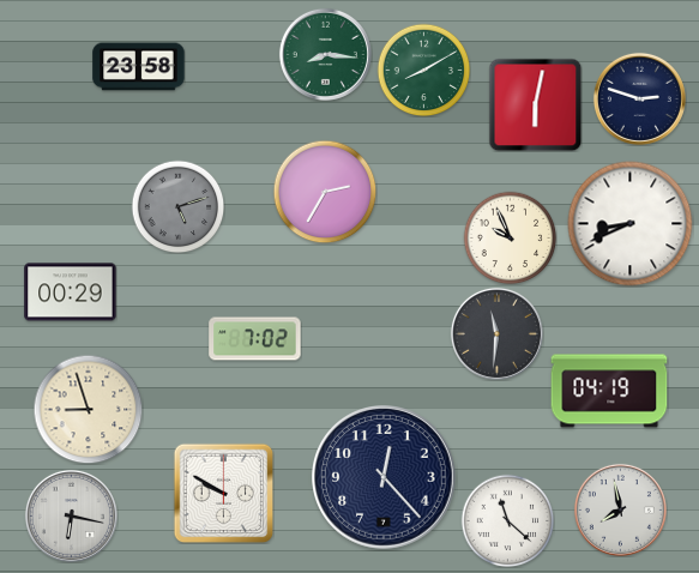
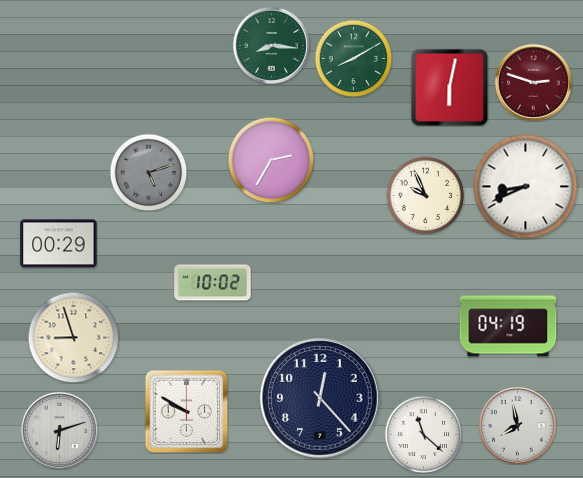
clock at (139, 67): 23:58 -> none
clock at (639, 98) dial: navy -> burgundy
clock at (535, 104) position: (535, 104) -> (449, 87)
clock at (510, 237) position: (510, 237) -> (425, 195)
clock at (496, 333): 11:31 -> none
clock at (255, 339): 7:02 -> 10:02
clock at (88, 409) position: (88, 409) -> (73, 337)
clock at (71, 515): 6:17 -> 6:12
